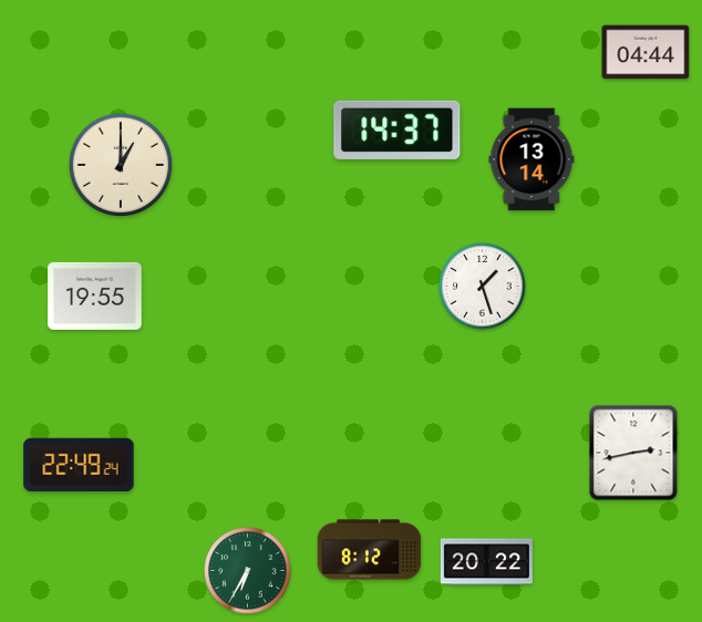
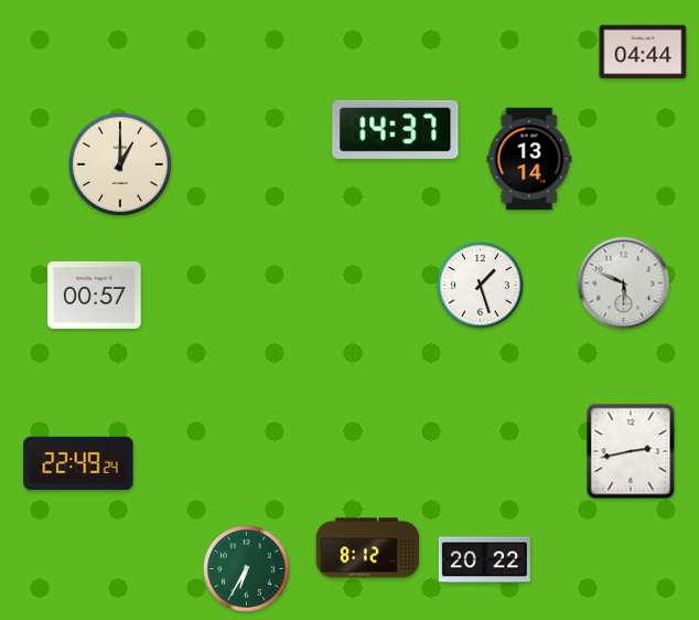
clock at (624, 284): none -> 5:49
clock at (95, 296): 19:55 -> 00:57
